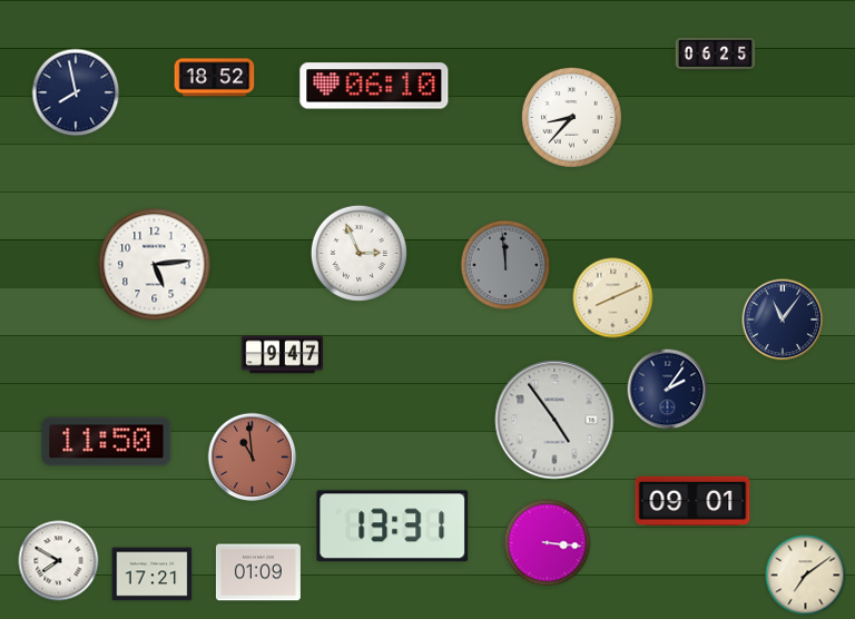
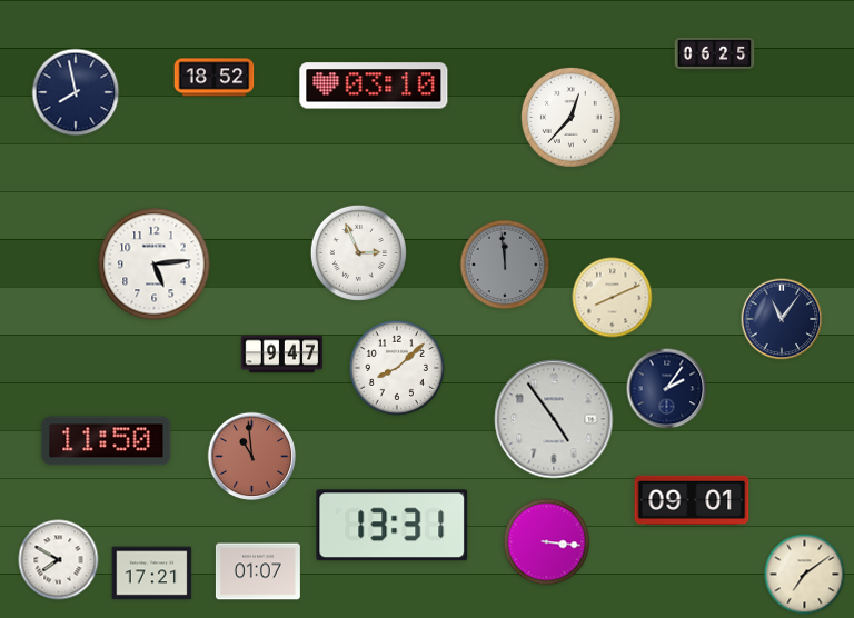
clock at (374, 86): 06:10 -> 03:10
clock at (571, 117): 8:37 -> 12:37
clock at (397, 368): none -> 8:08
clock at (258, 572): 01:09 -> 01:07
